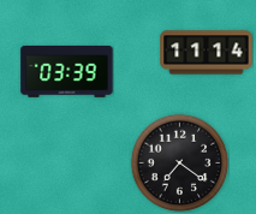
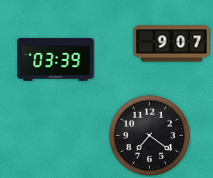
clock at (207, 53): 11:14 -> 9:07
